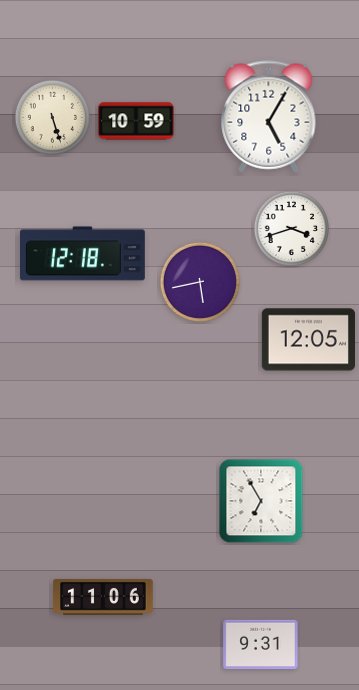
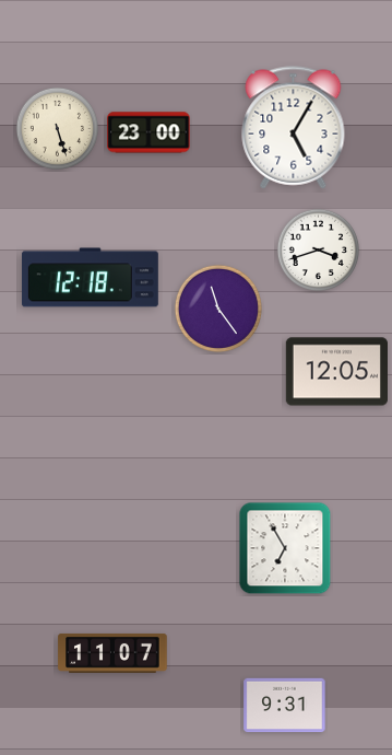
clock at (136, 121): 10:59 -> 23:00
clock at (200, 282): 5:43 -> 11:24
clock at (103, 597): 11:06 -> 11:07
